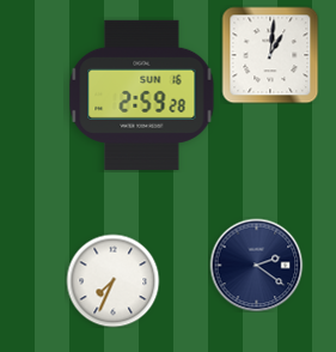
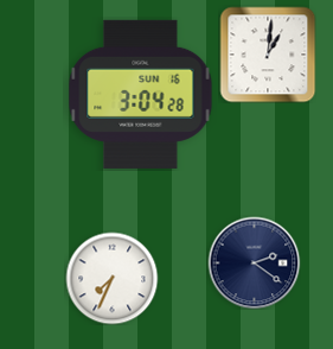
clock at (142, 95): 2:59 -> 3:04
